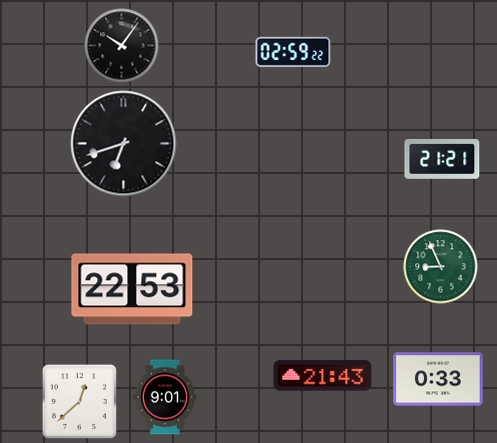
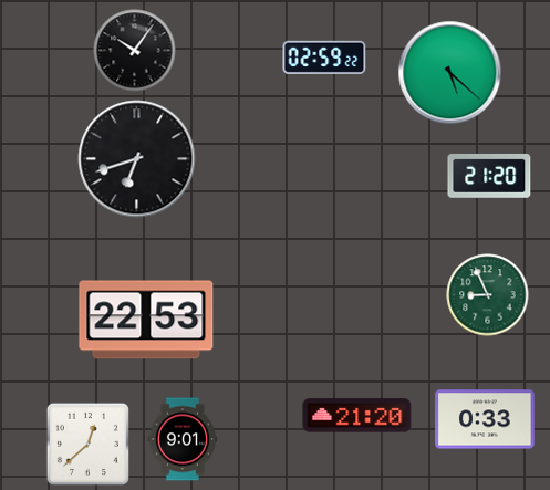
clock at (450, 73): none -> 5:22
clock at (442, 159): 21:21 -> 21:20
clock at (323, 376): 21:43 -> 21:20
